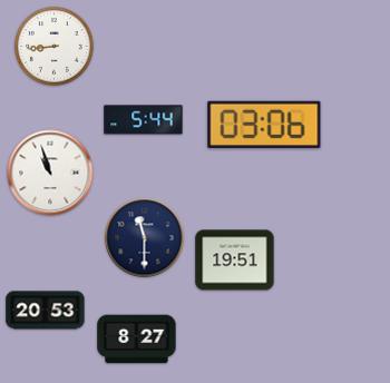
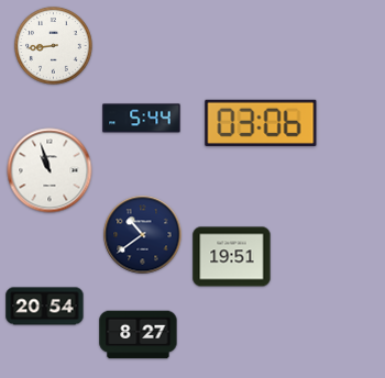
clock at (145, 238): 11:30 -> 10:39
clock at (46, 311): 20:53 -> 20:54
clock at (137, 340) position: (137, 340) -> (139, 335)
